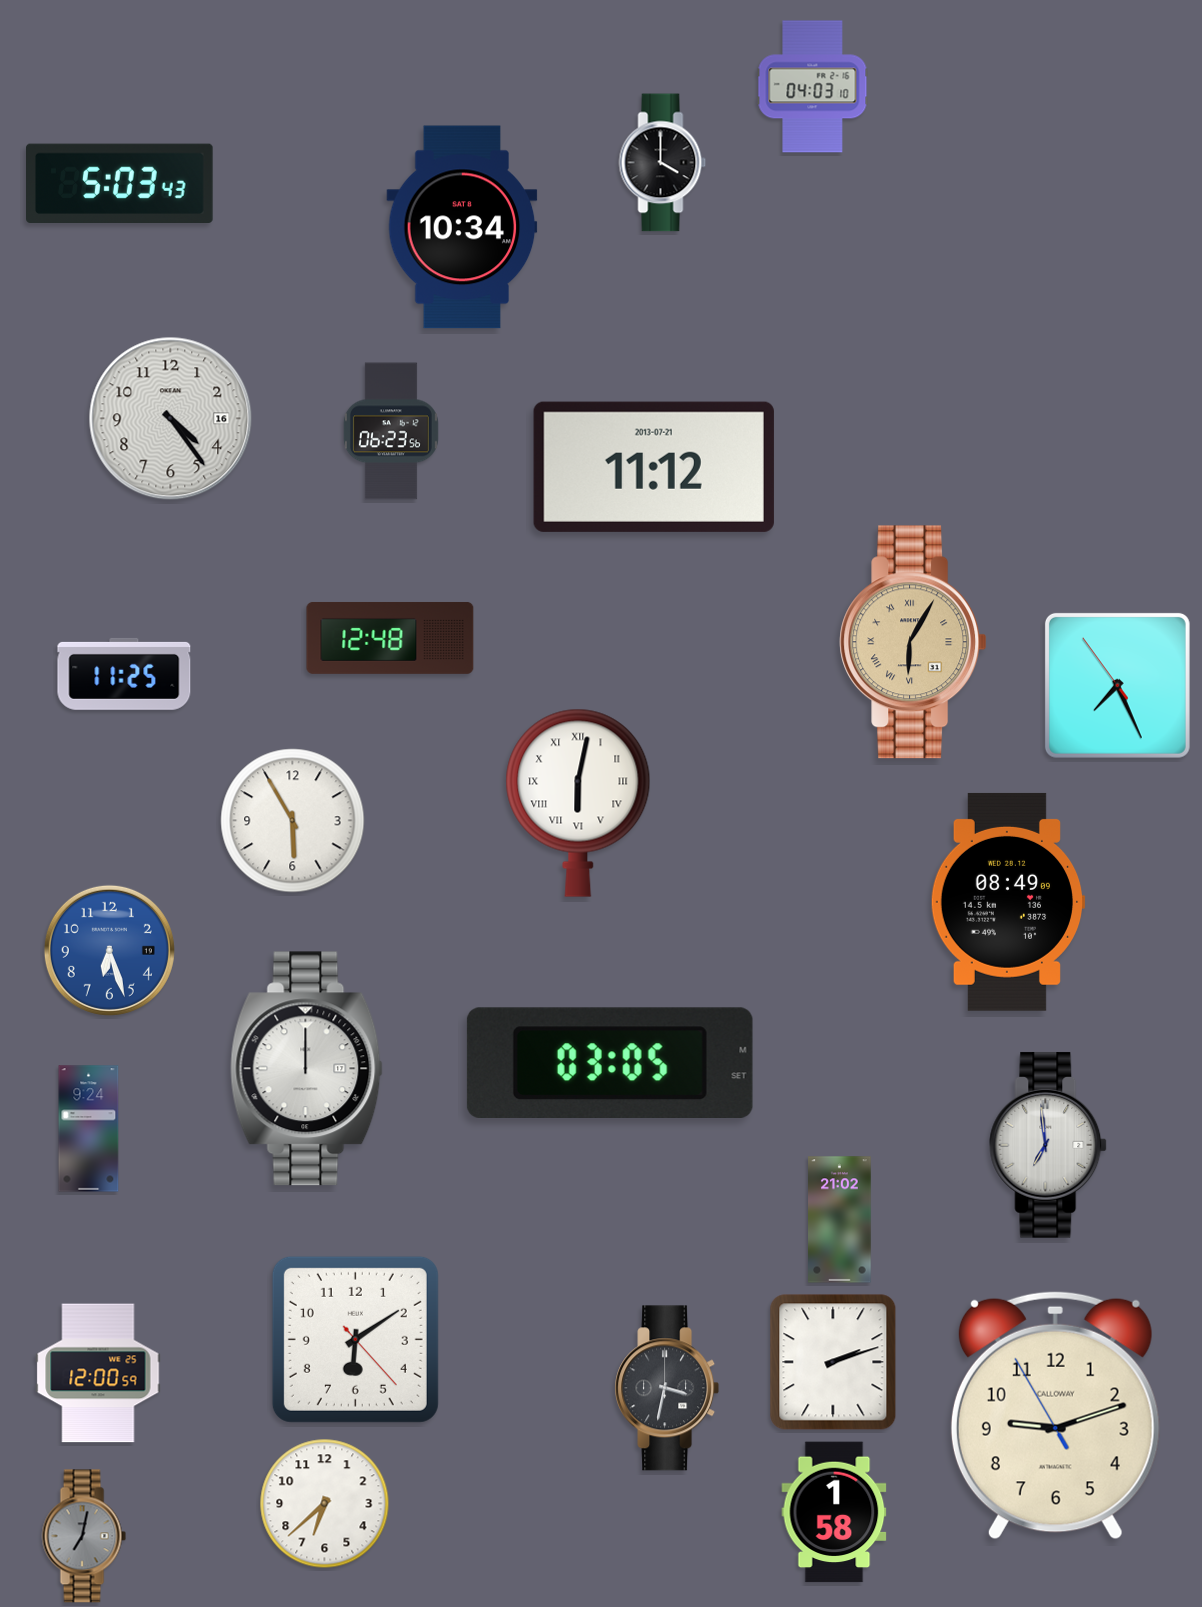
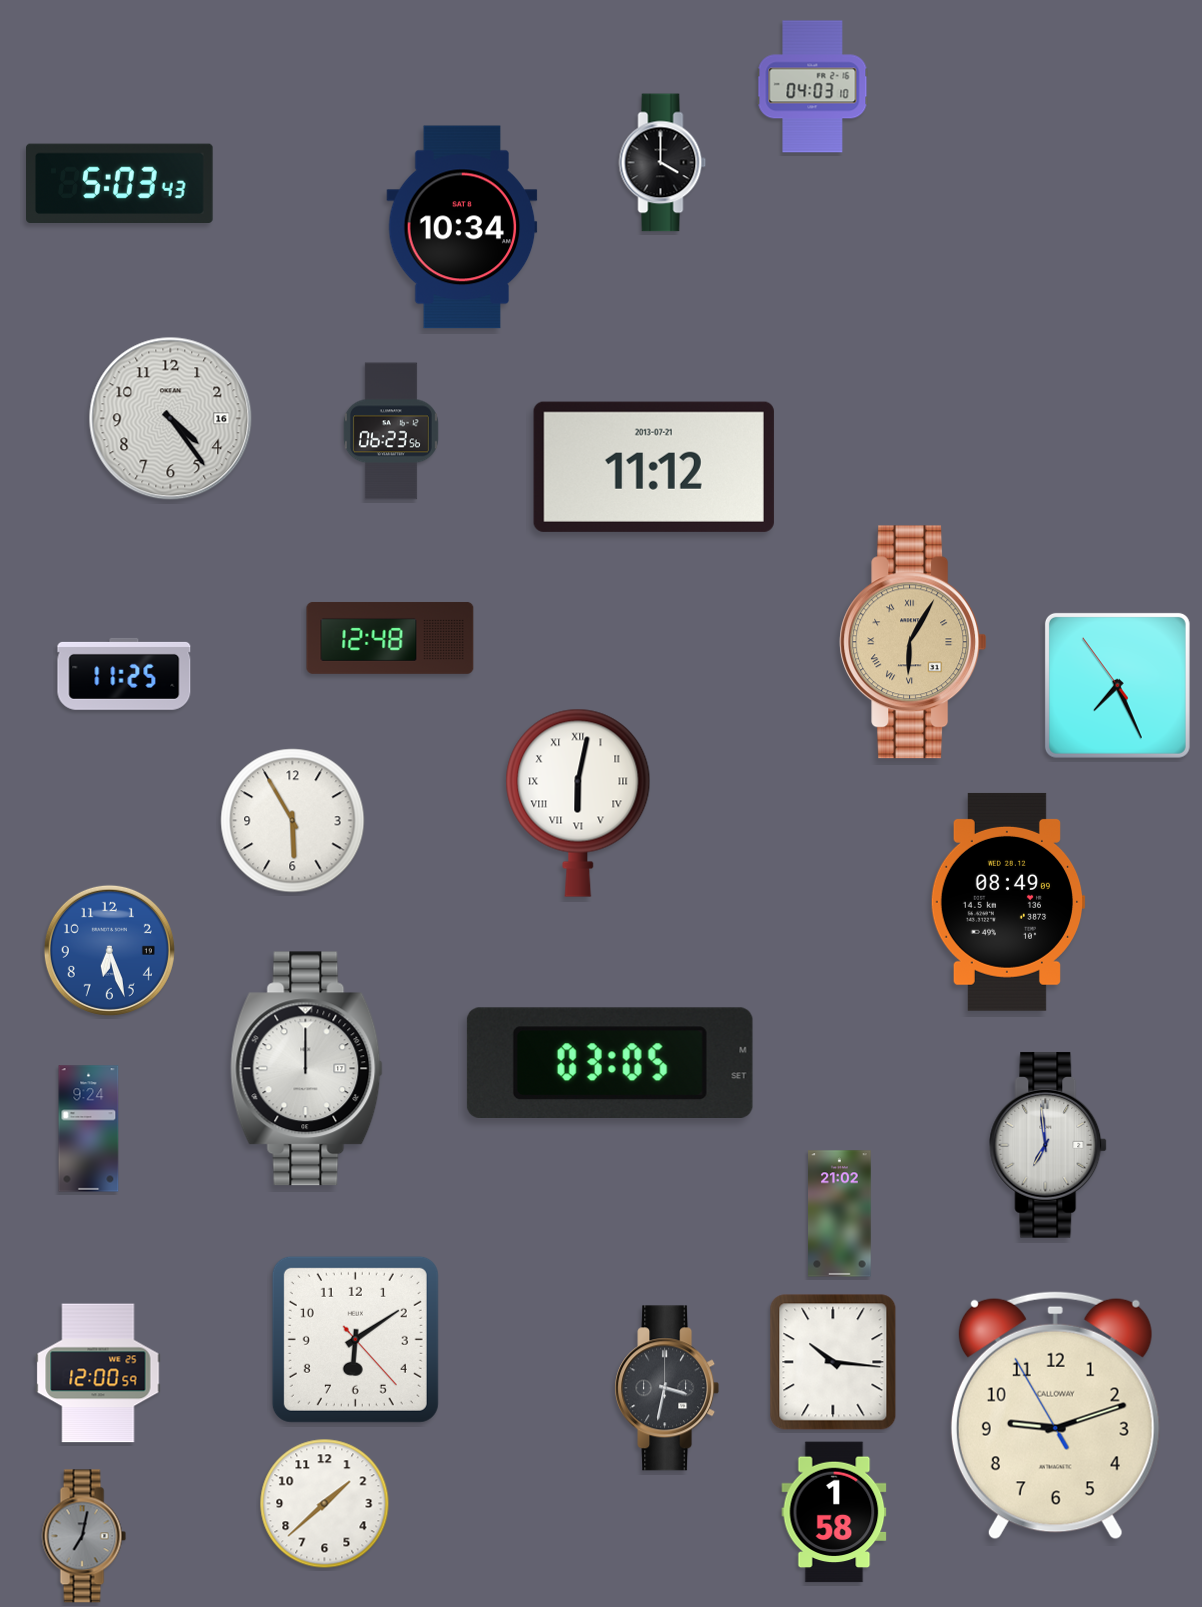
clock at (840, 1220) position: (840, 1220) -> (840, 1214)
clock at (833, 1362): 2:12 -> 10:16
clock at (325, 1504): 6:38 -> 1:38
